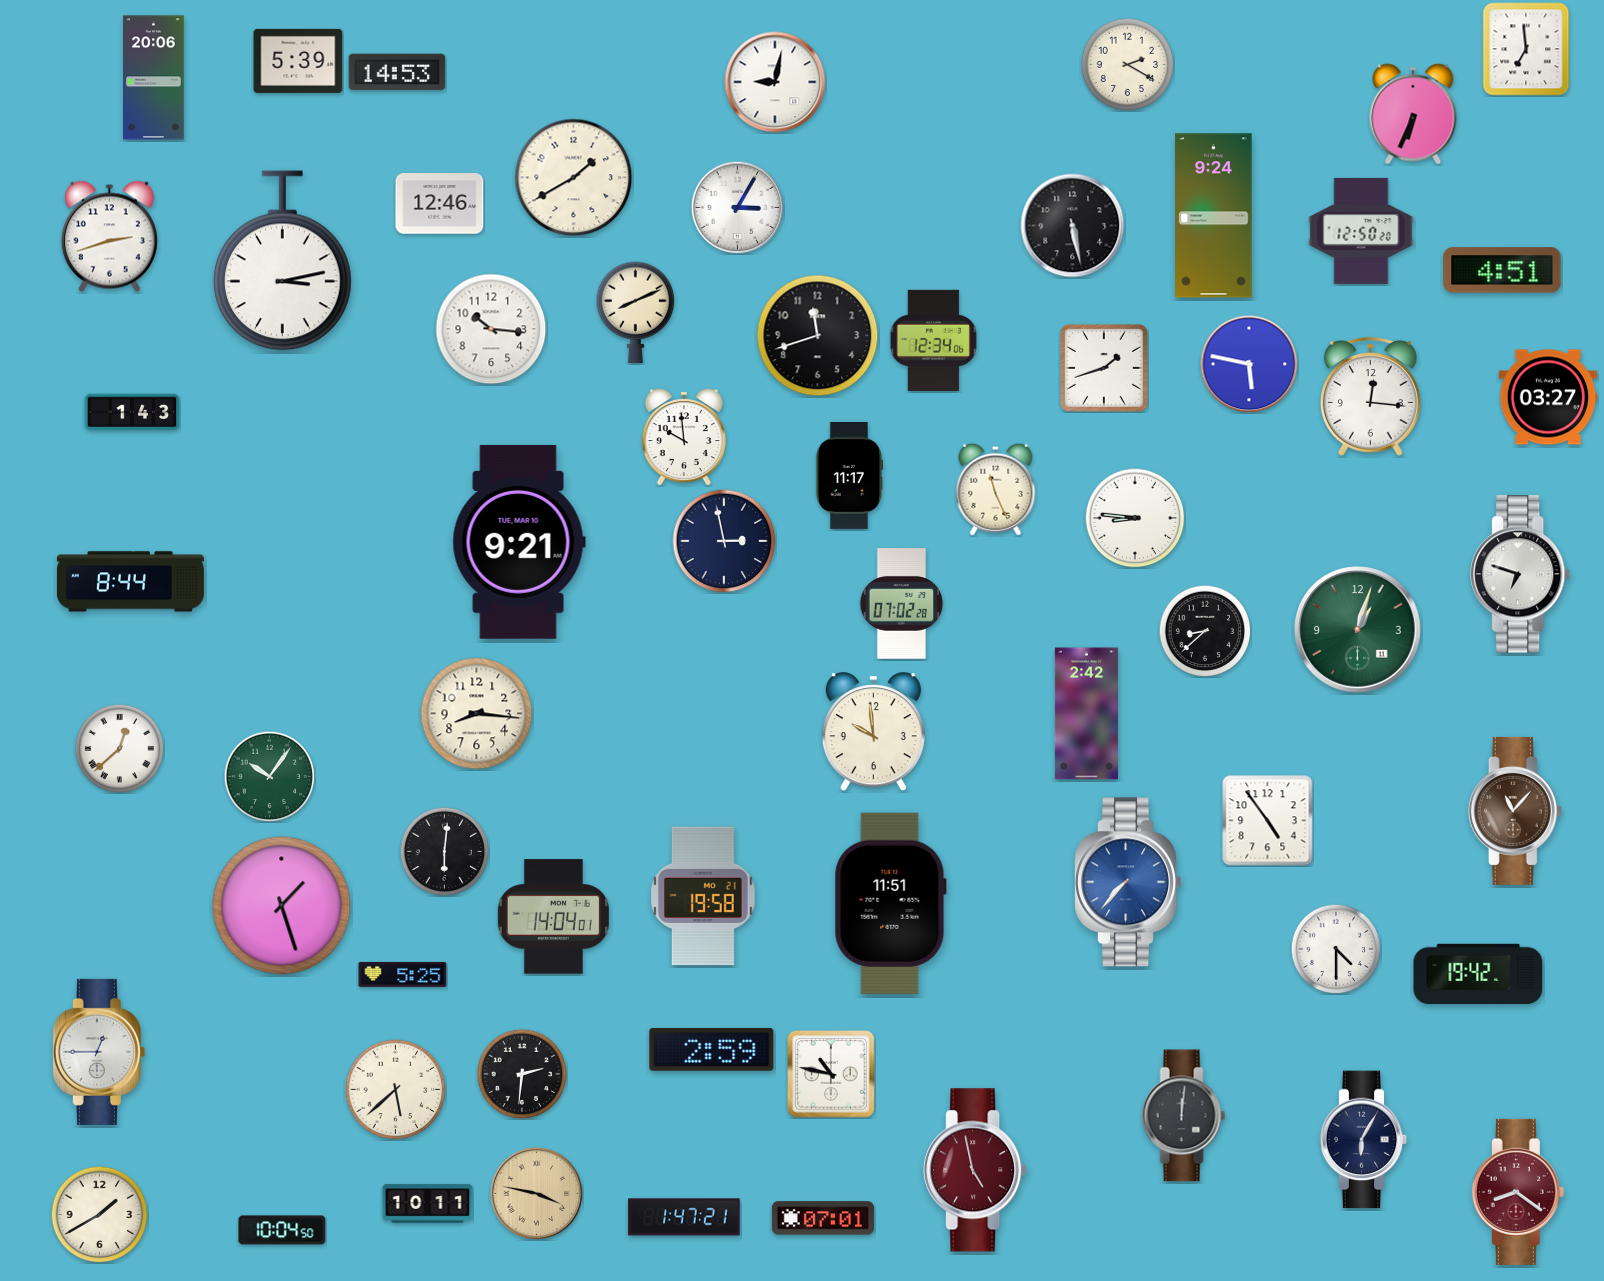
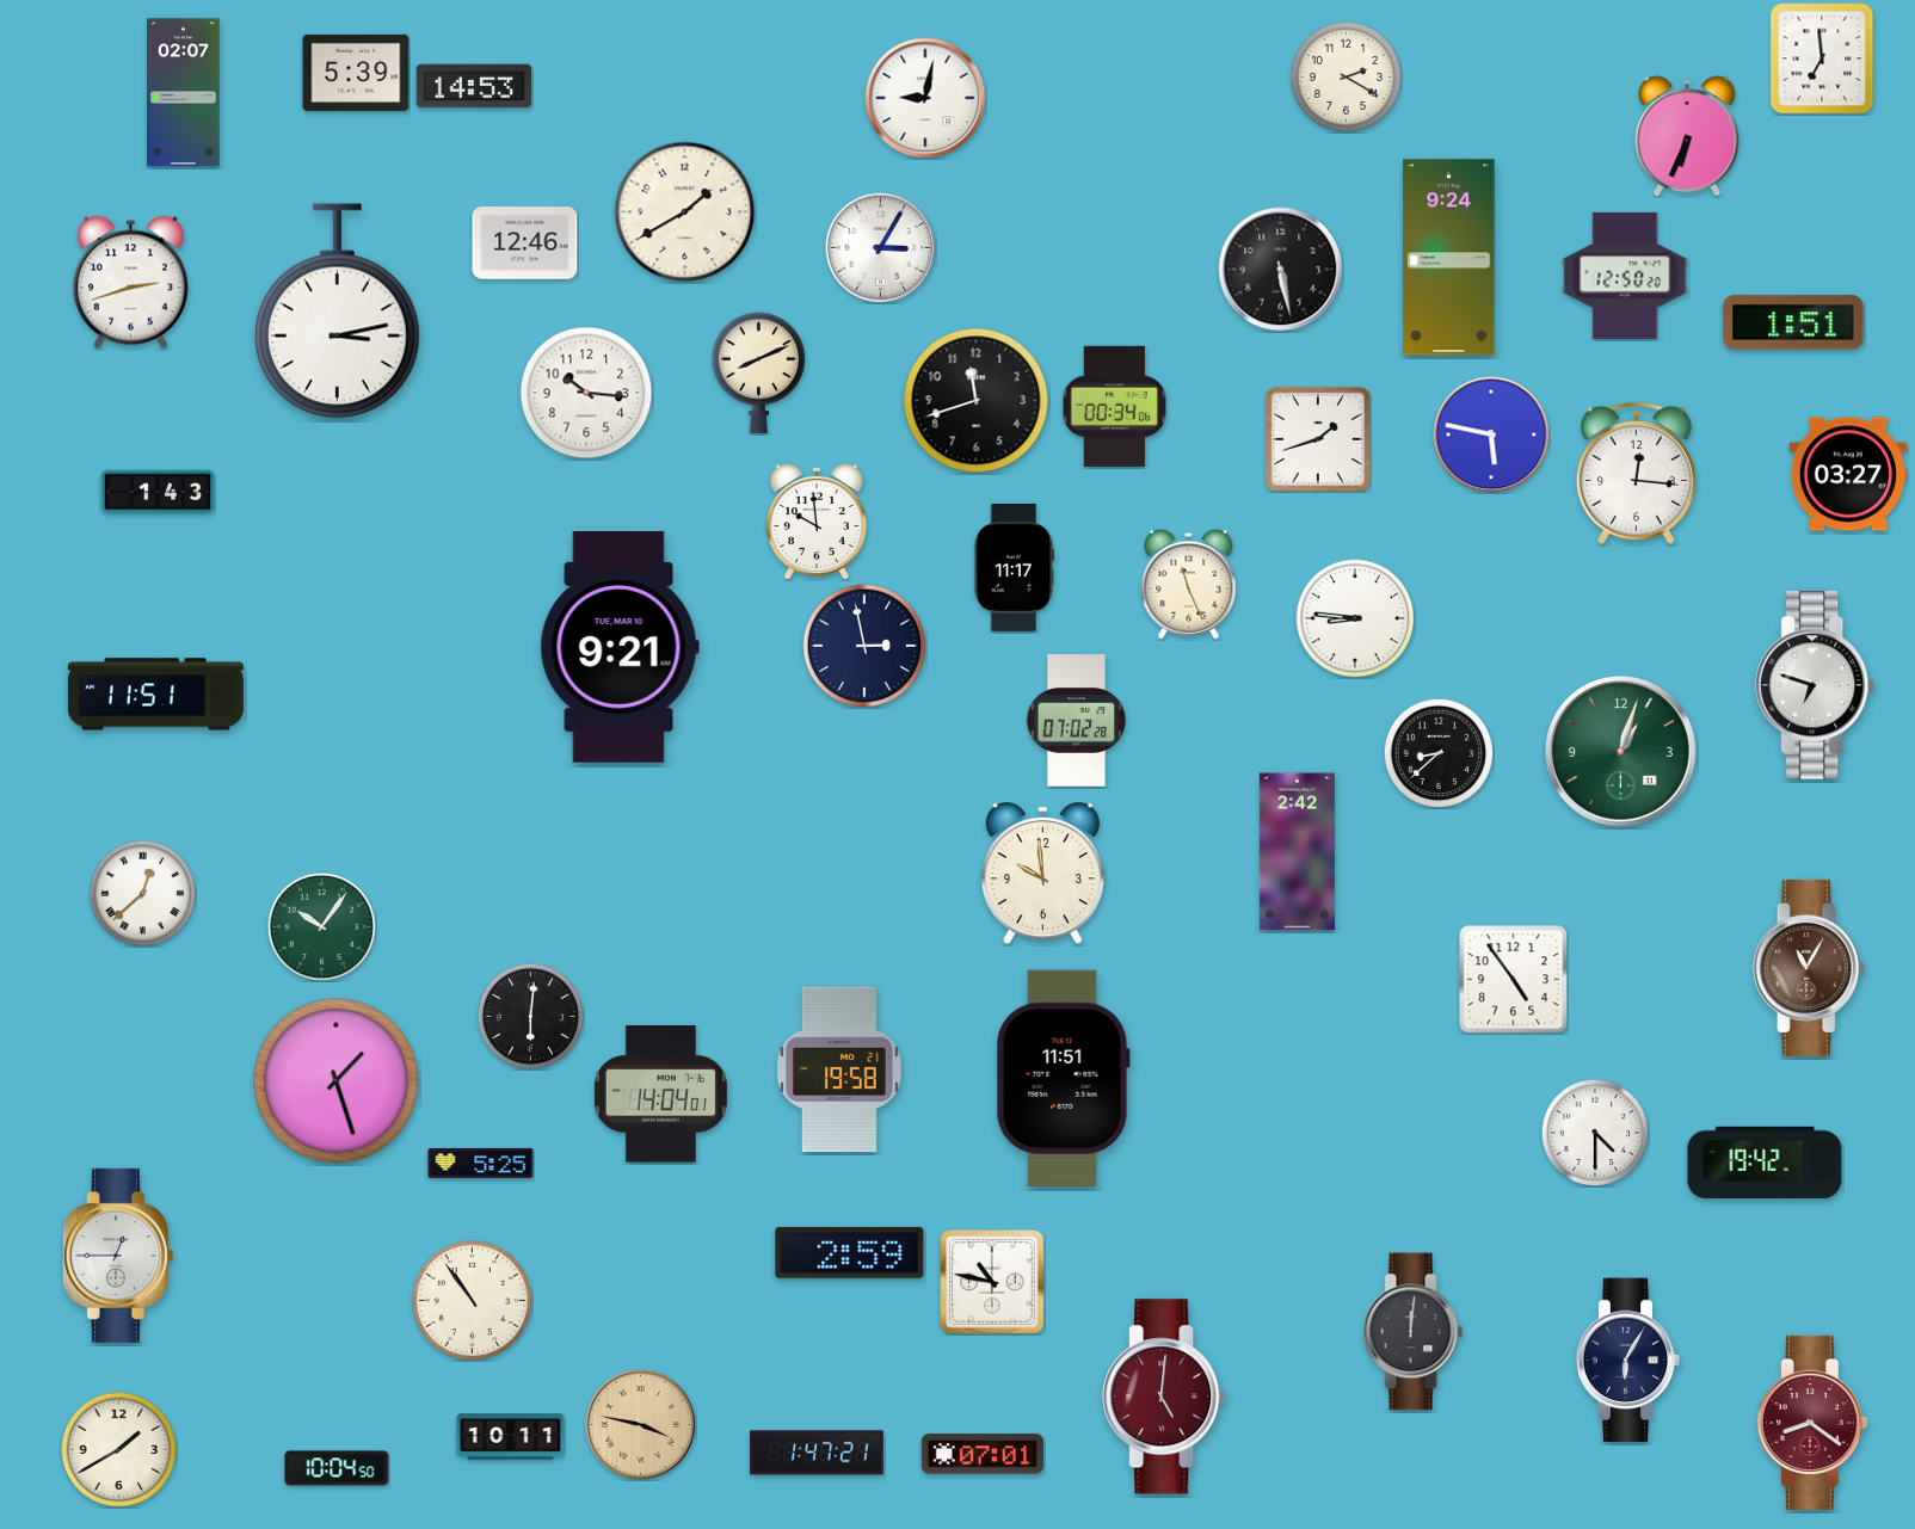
clock at (154, 78): 20:06 -> 02:07
clock at (1502, 270): 4:51 -> 1:51
clock at (933, 340): 12:34 -> 00:34
clock at (130, 582): 8:44 -> 11:51
clock at (477, 714): 8:16 -> none
clock at (1515, 811): 11:07 -> 11:05
clock at (1127, 882): 7:37 -> none
clock at (522, 1074): 2:31 -> none
clock at (396, 1090): 5:38 -> 10:54
clock at (975, 1170): 4:58 -> 5:01
